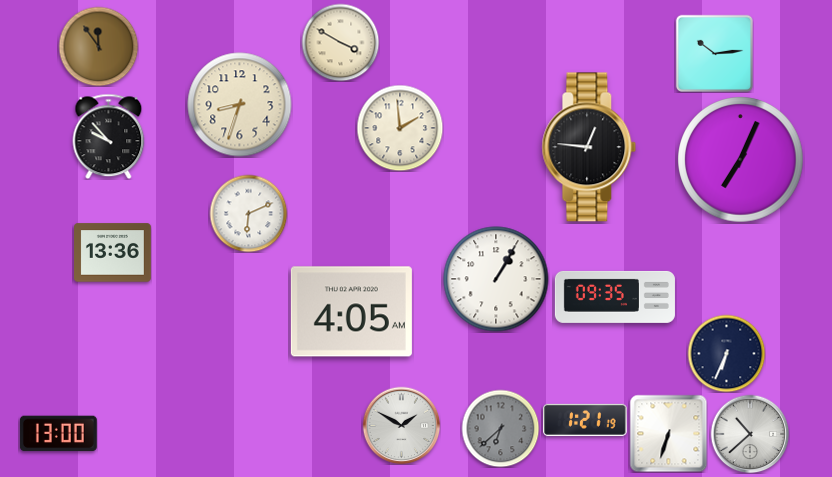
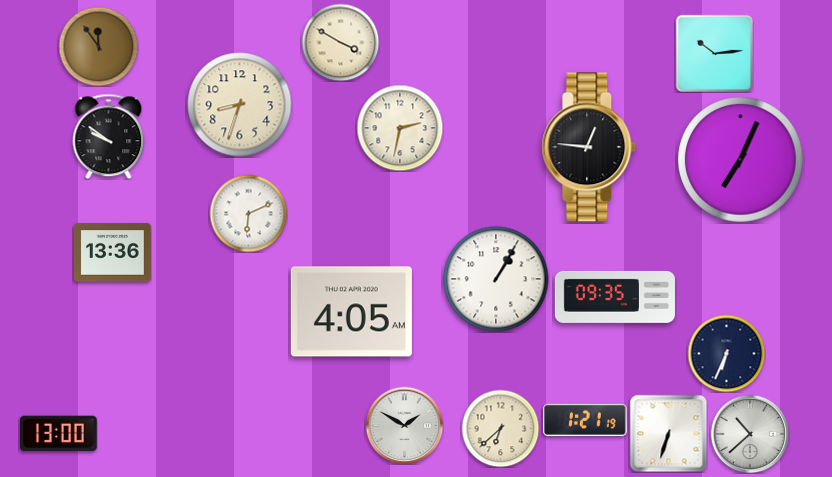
clock at (400, 128): 1:59 -> 2:32
clock at (109, 136): 9:53 -> 9:51
clock at (401, 425) position: (401, 425) -> (404, 425)
clock at (500, 428) dial: grey -> cream
